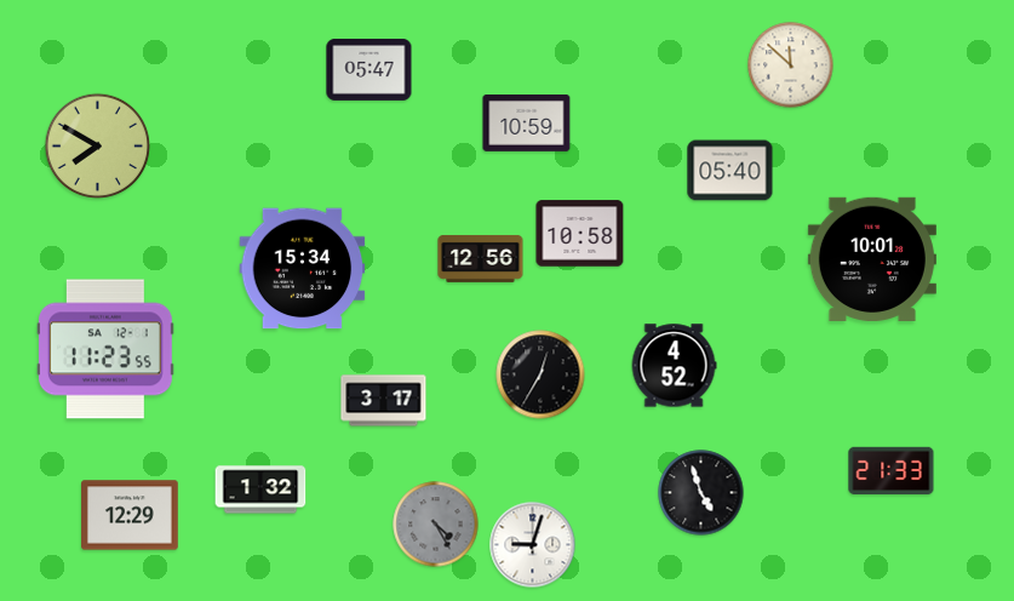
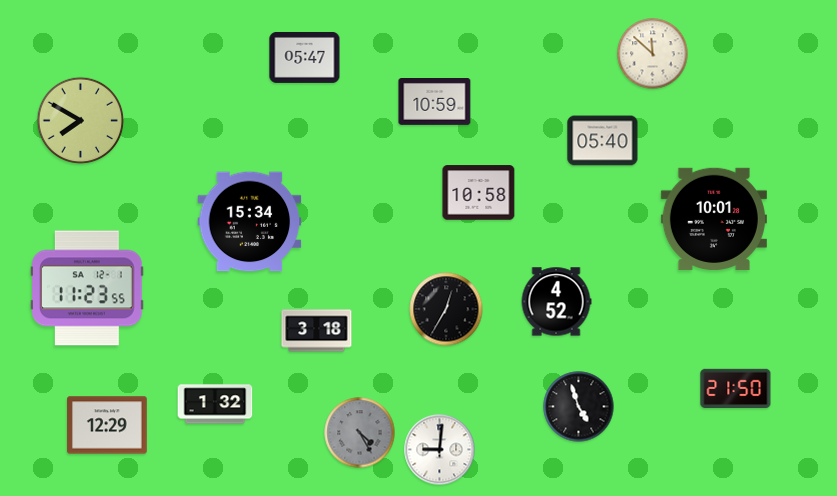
clock at (481, 258): 12:56 -> none
clock at (872, 259) position: (872, 259) -> (714, 219)
clock at (384, 401): 3:17 -> 3:18
clock at (892, 471): 21:33 -> 21:50
clock at (533, 545): 9:03 -> 9:01
